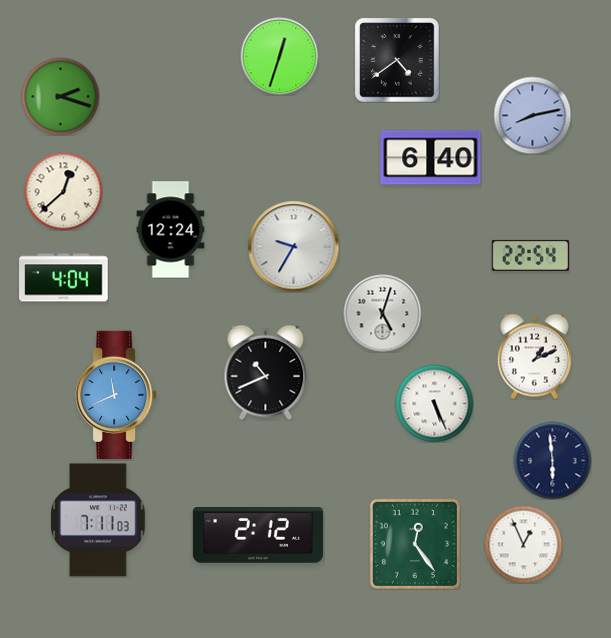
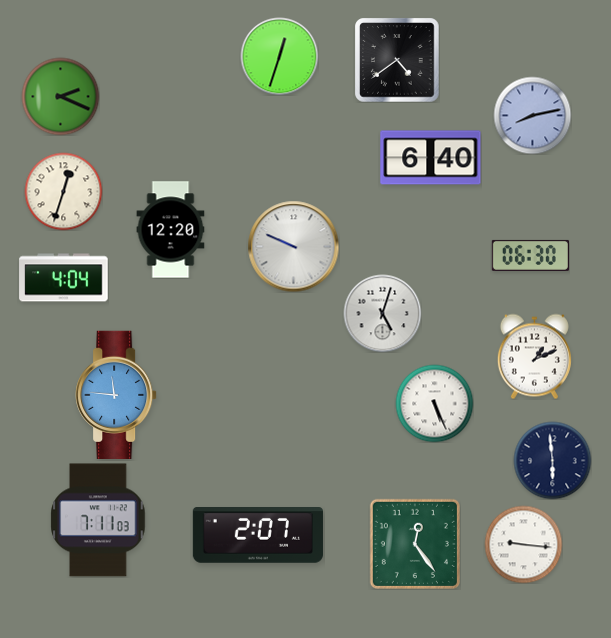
clock at (60, 96): 2:18 -> 2:19
clock at (63, 191): 12:38 -> 12:33
clock at (171, 230): 12:24 -> 12:20
clock at (293, 246): 9:35 -> 9:49
clock at (530, 255): 22:54 -> 06:30
clock at (266, 372): 10:41 -> none
clock at (116, 394): 11:41 -> 11:46
clock at (258, 536): 2:12 -> 2:07
clock at (523, 544): 12:56 -> 9:16
